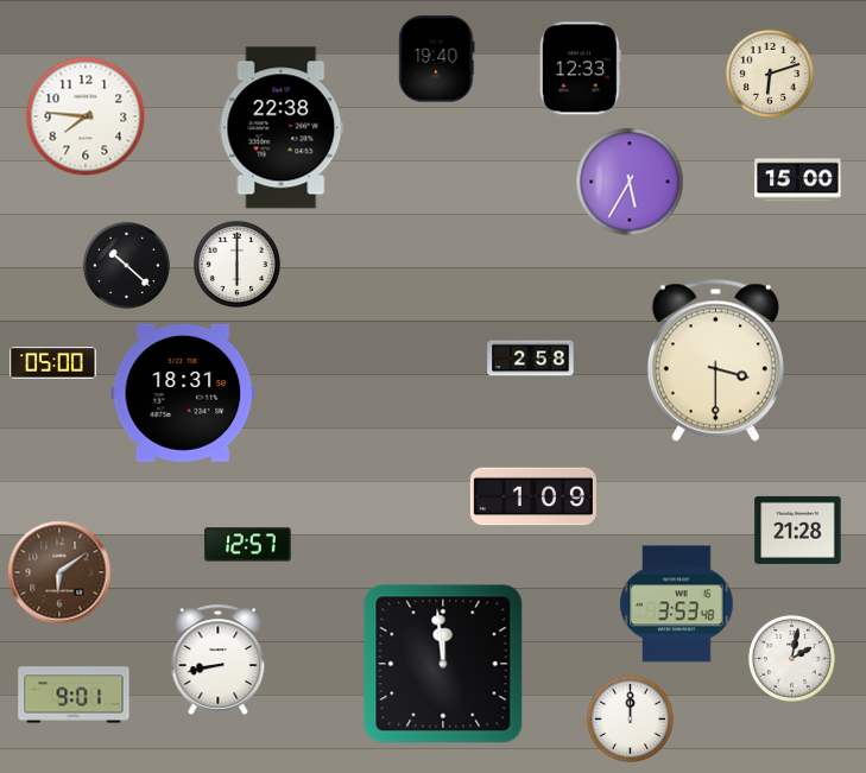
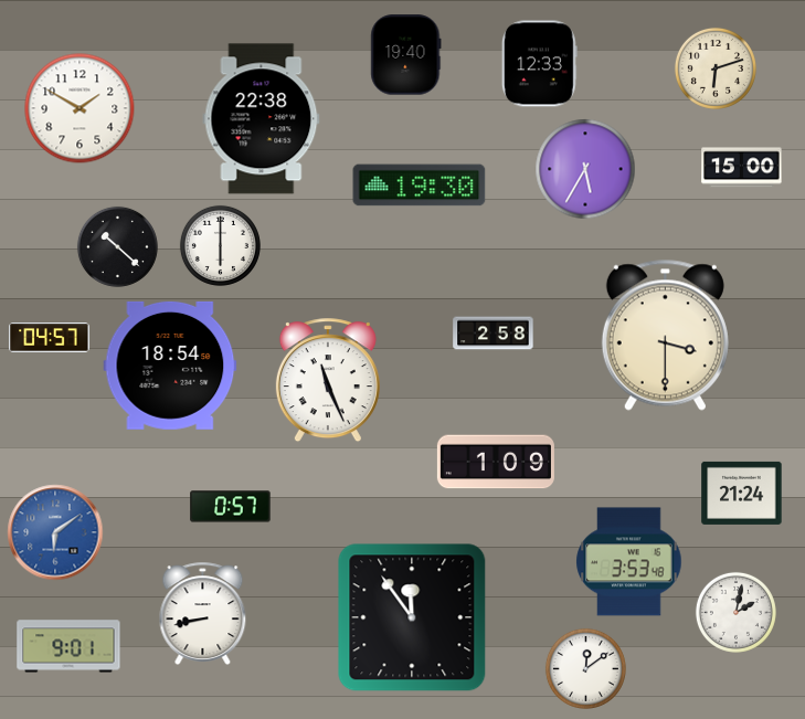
clock at (86, 116): 7:46 -> 1:50
clock at (420, 186): none -> 19:30
clock at (53, 363): 05:00 -> 04:57
clock at (183, 393): 18:31 -> 18:54
clock at (328, 381): none -> 11:26
clock at (798, 530): 21:28 -> 21:24
clock at (248, 545): 12:57 -> 0:57
clock at (59, 572) dial: brown -> blue
clock at (443, 664): 11:59 -> 11:54
clock at (630, 718): 12:00 -> 12:09
